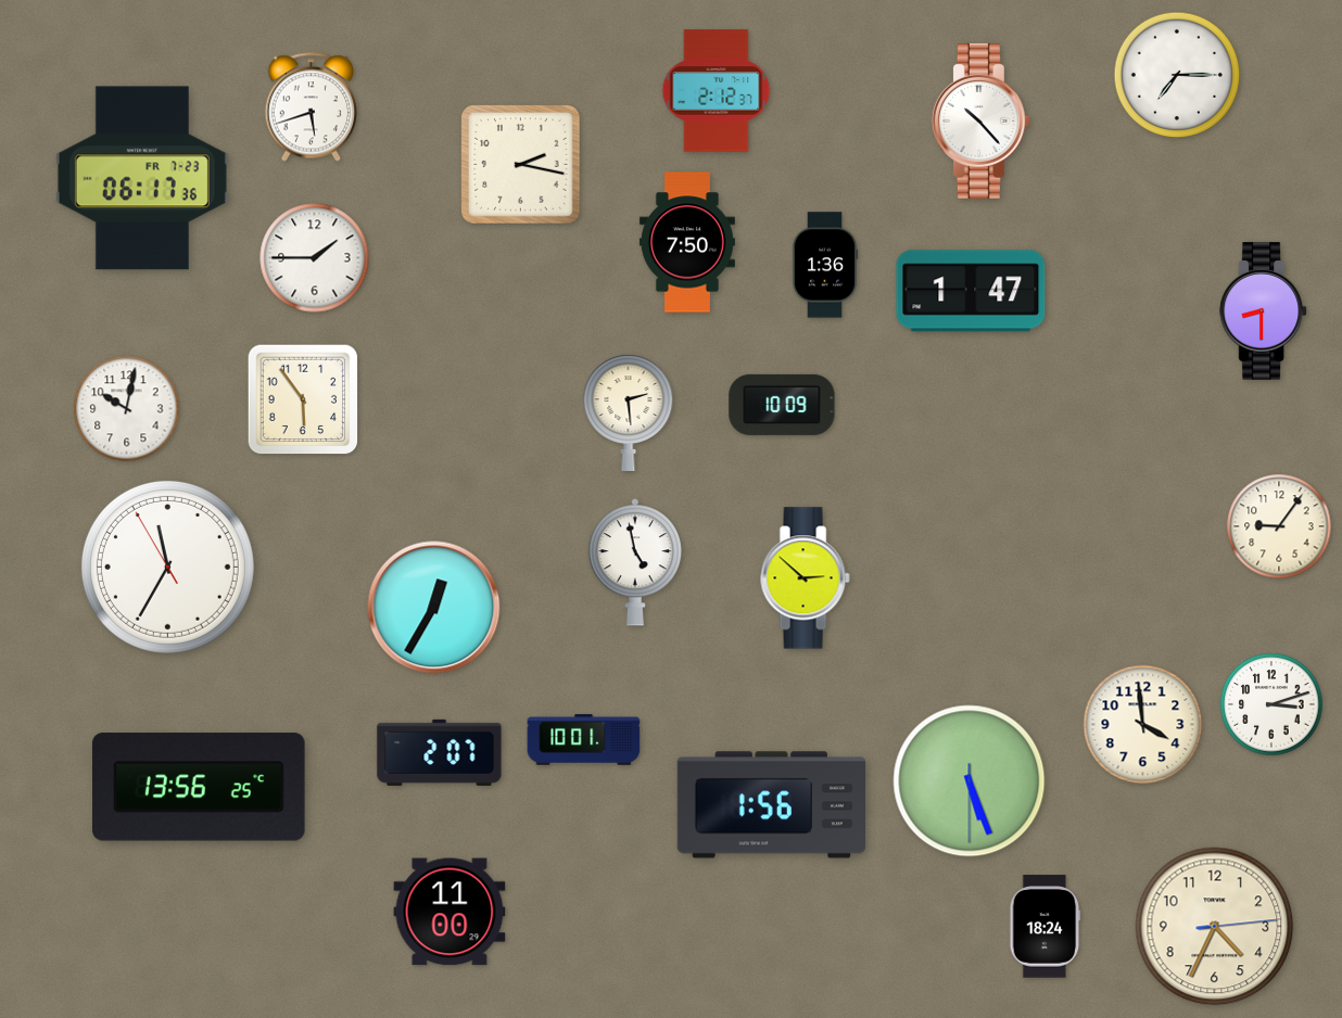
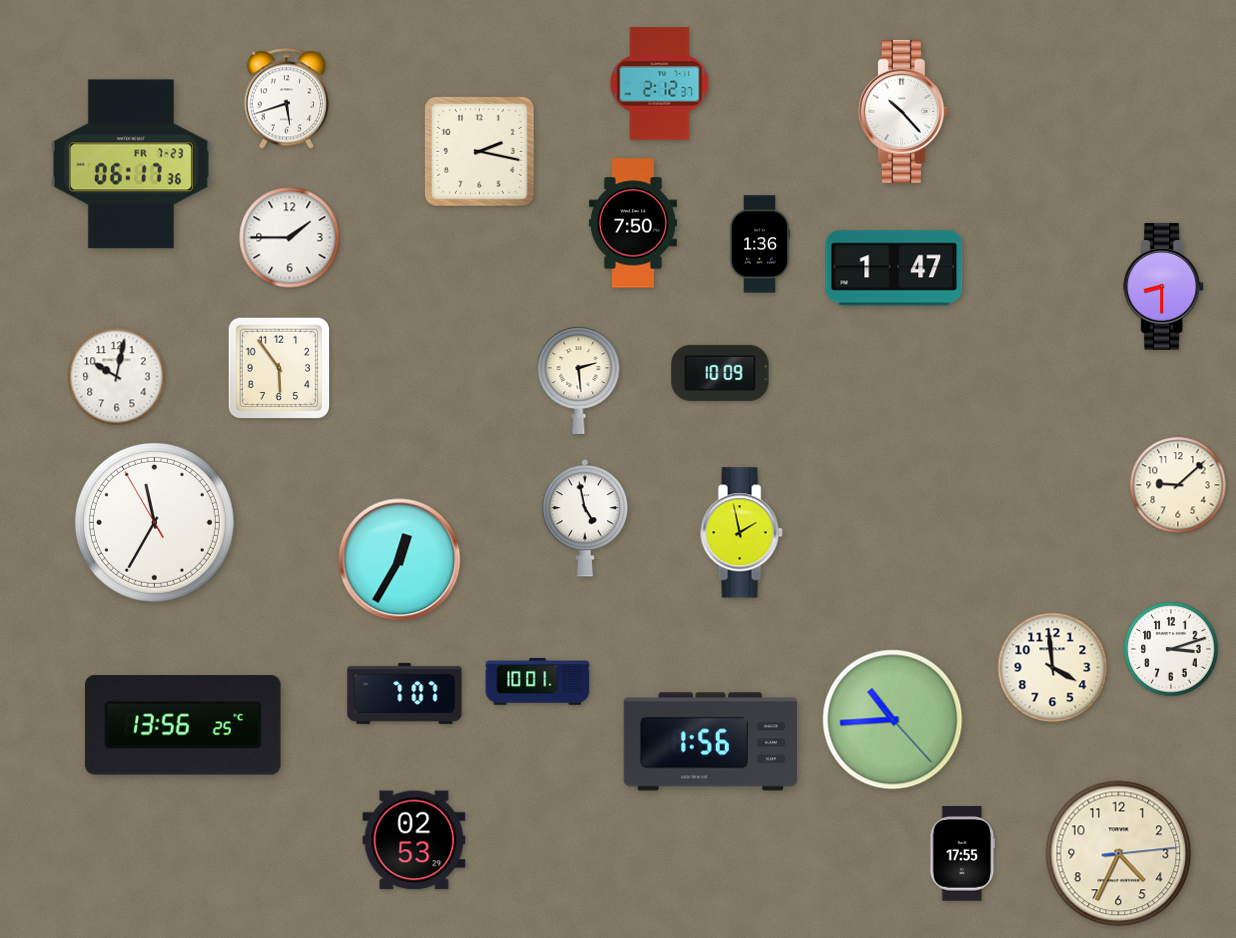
clock at (1177, 75): 7:15 -> none
clock at (1279, 526): 9:06 -> 9:08
clock at (805, 578): 2:52 -> 1:58
clock at (440, 752): 2:07 -> 7:07
clock at (970, 781): 5:26 -> 10:44
clock at (450, 912): 11:00 -> 02:53
clock at (1046, 927): 18:24 -> 17:55
